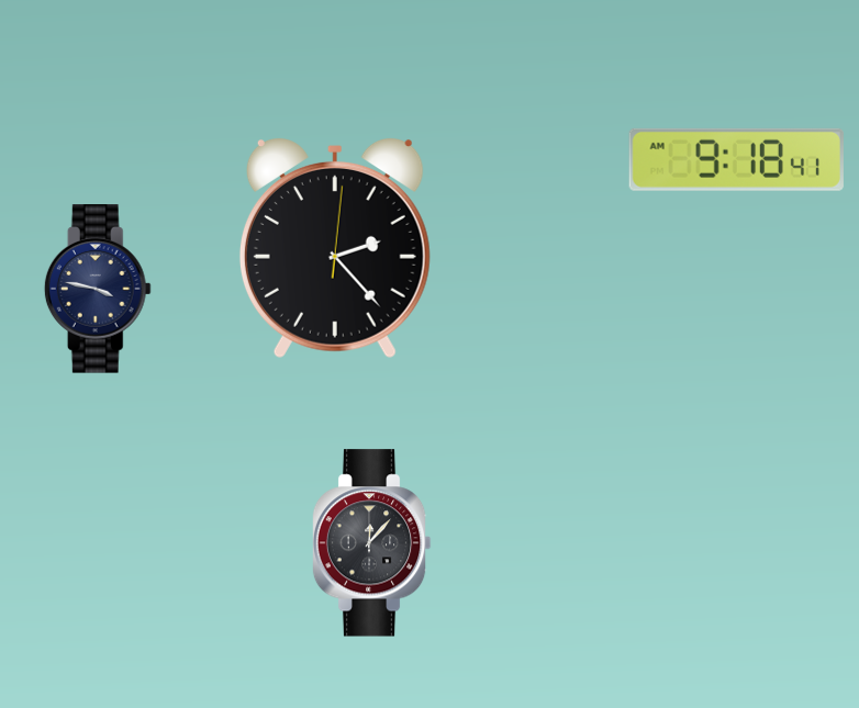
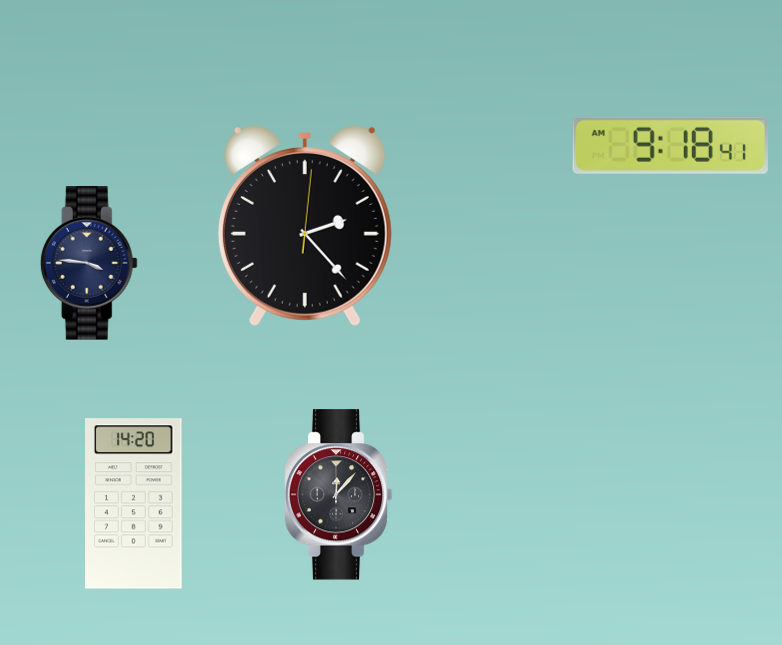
clock at (98, 289): 3:47 -> 3:46
clock at (134, 504): none -> 14:20
